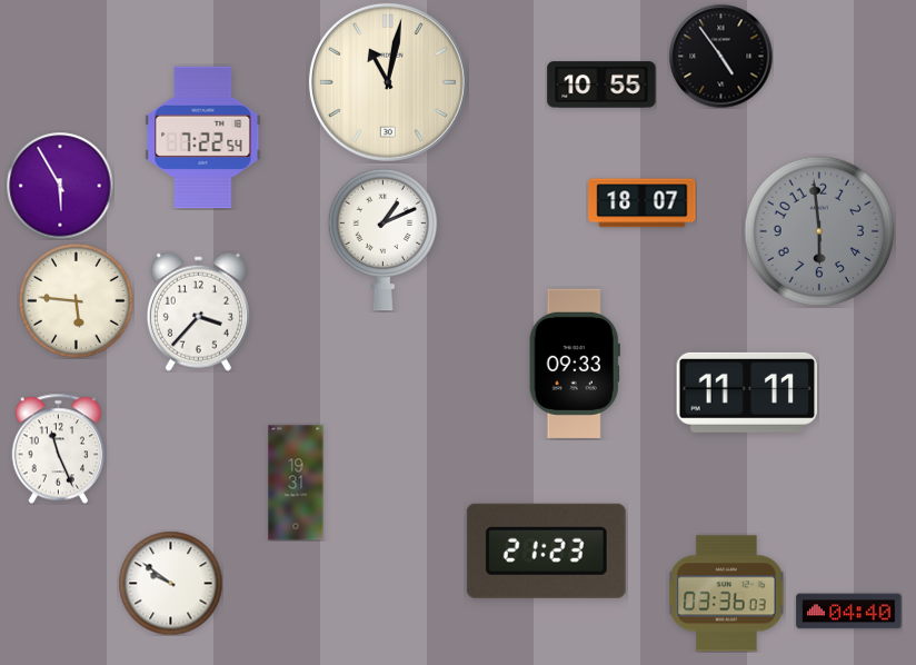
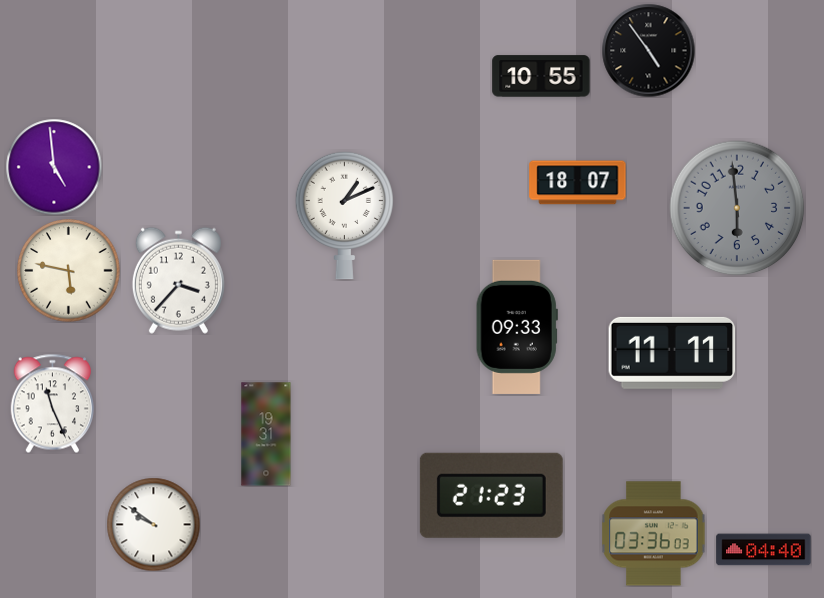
clock at (388, 82): 11:02 -> none
clock at (203, 138): 7:22 -> none
clock at (60, 186): 5:55 -> 4:59
clock at (77, 301): 5:46 -> 5:47
